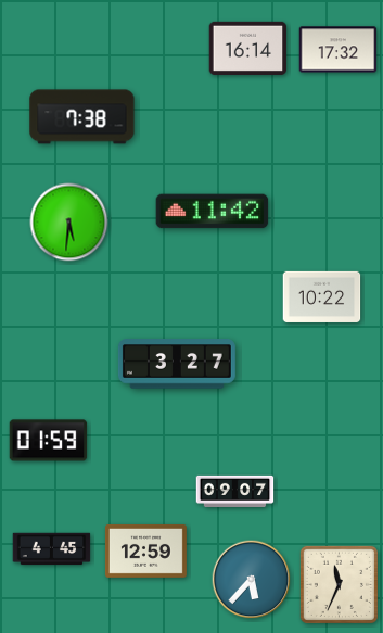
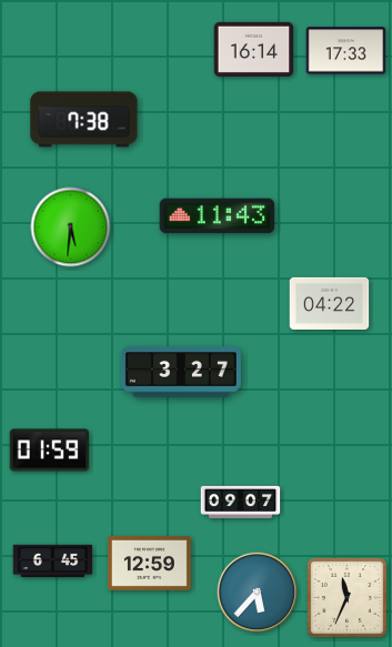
clock at (339, 50): 17:32 -> 17:33
clock at (213, 212): 11:42 -> 11:43
clock at (322, 296): 10:22 -> 04:22
clock at (52, 549): 4:45 -> 6:45
